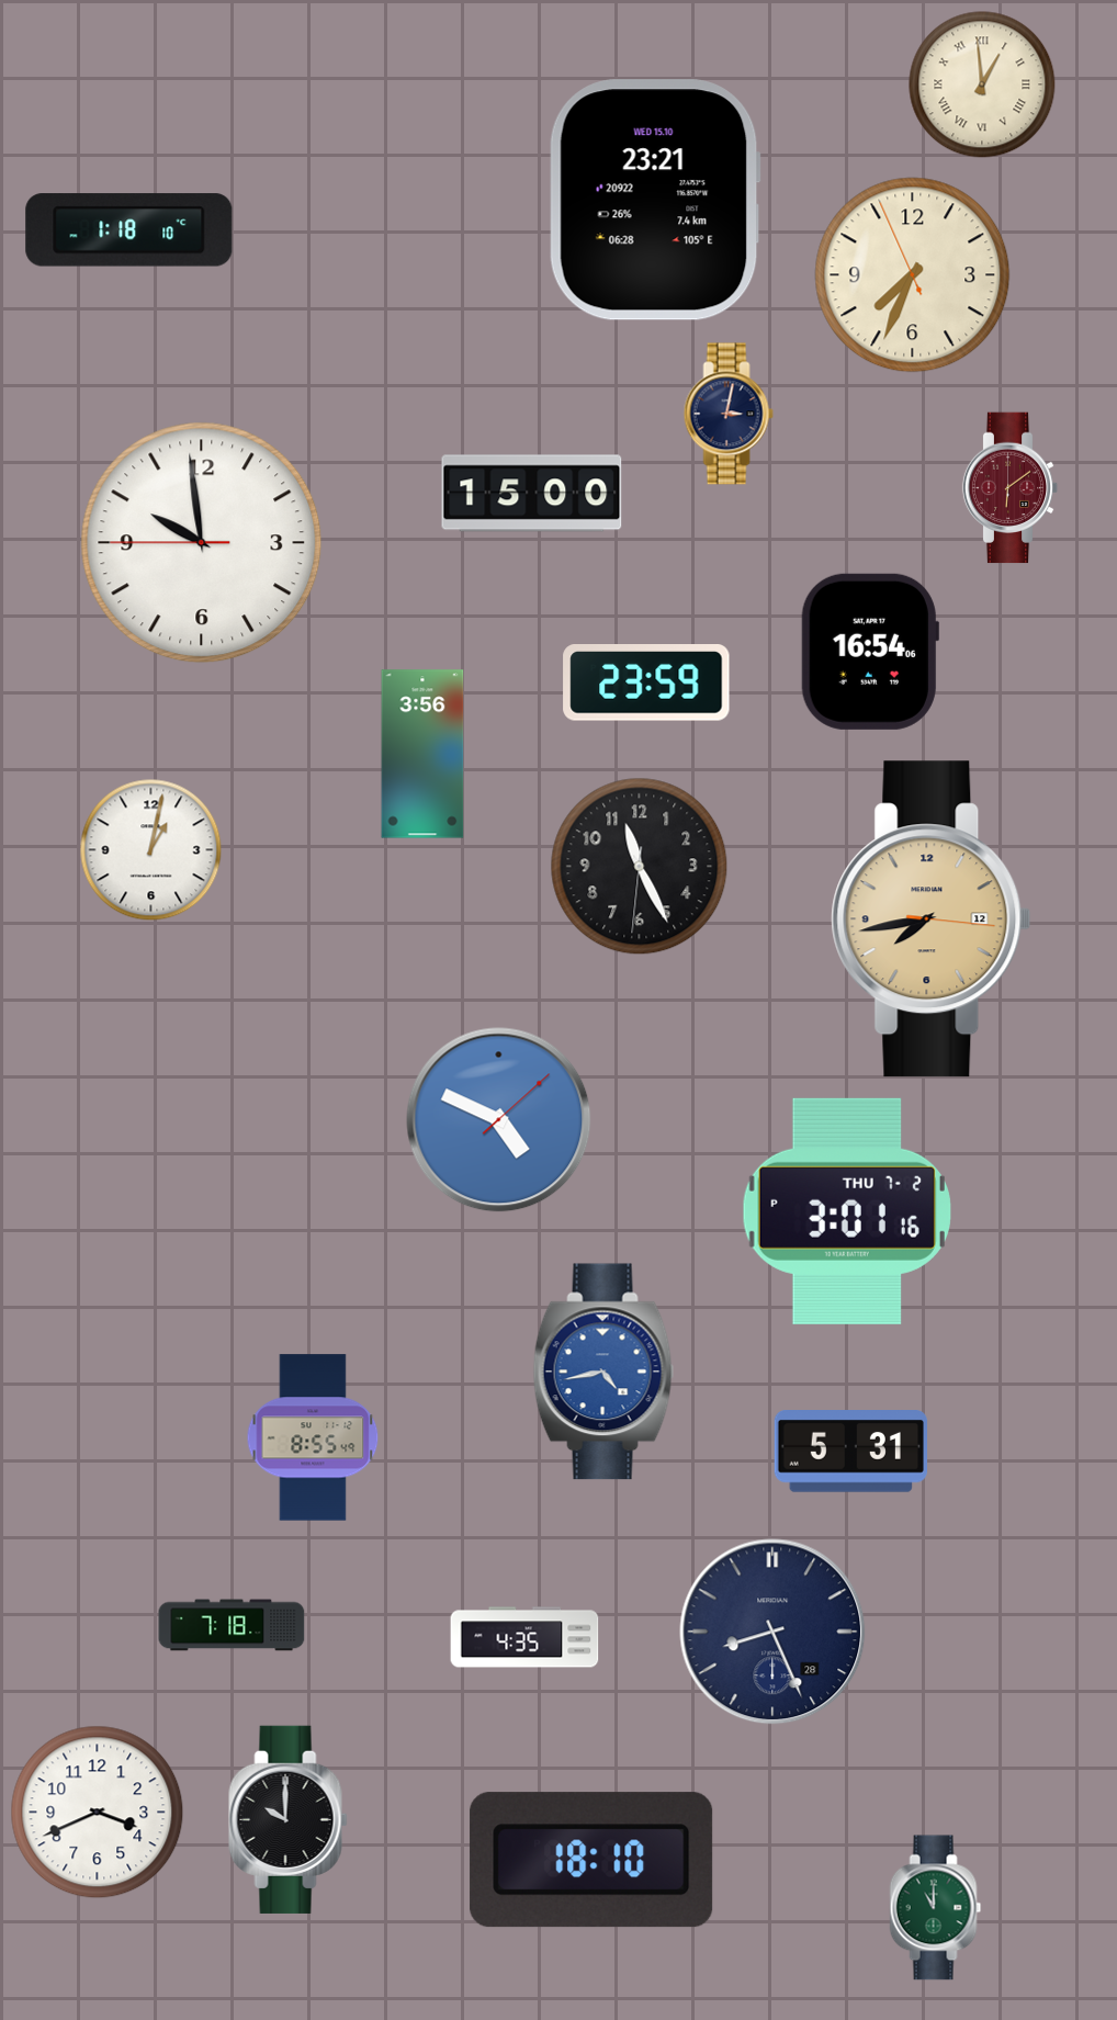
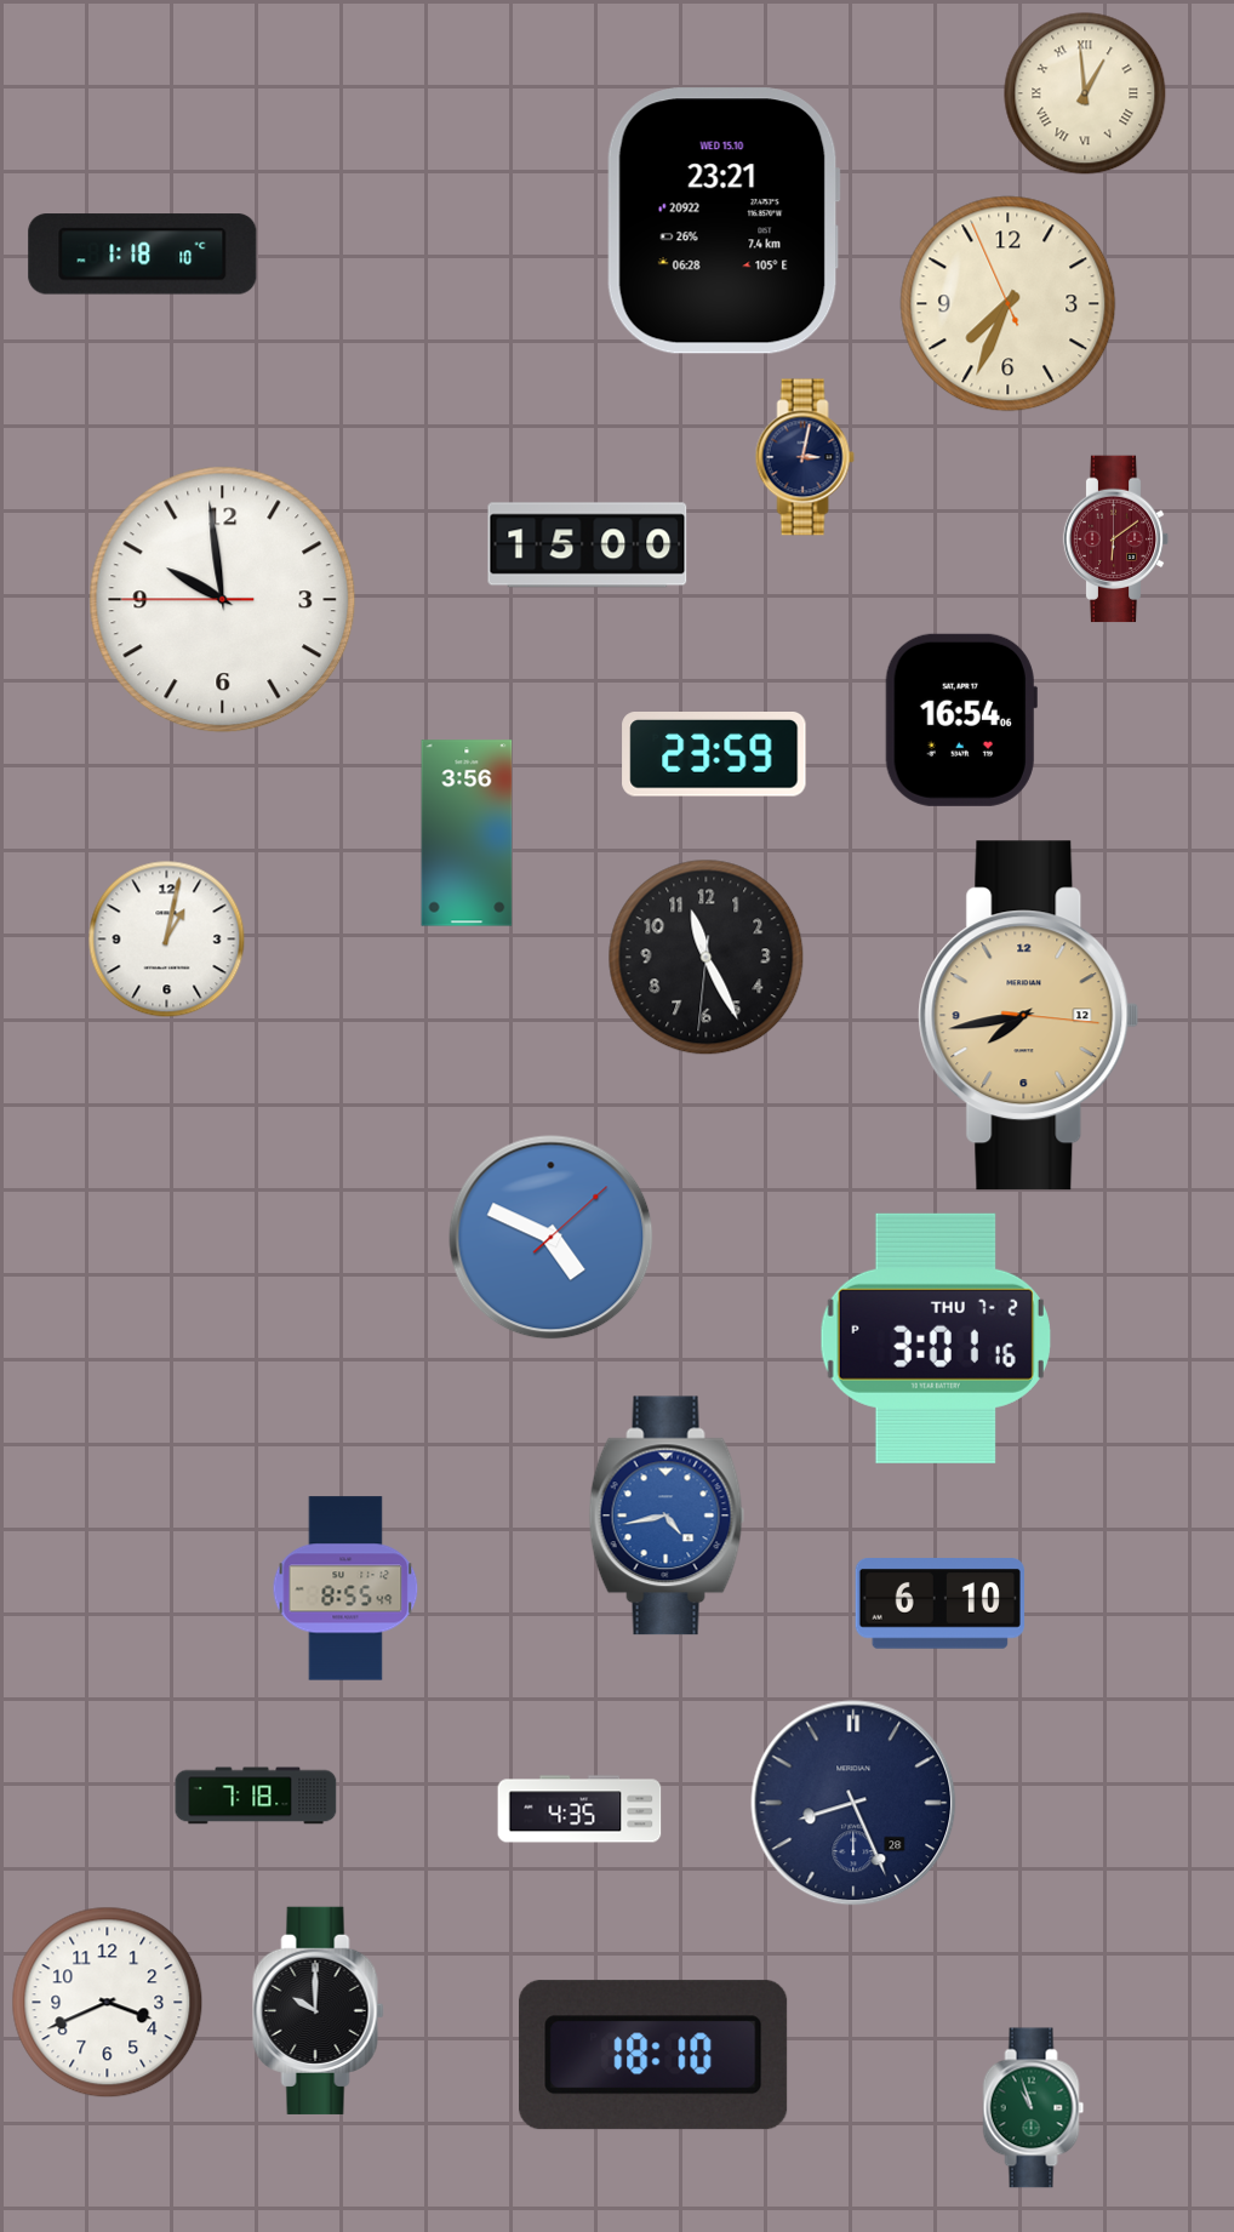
clock at (850, 1452): 5:31 -> 6:10
clock at (936, 1908): 11:00 -> 10:57
